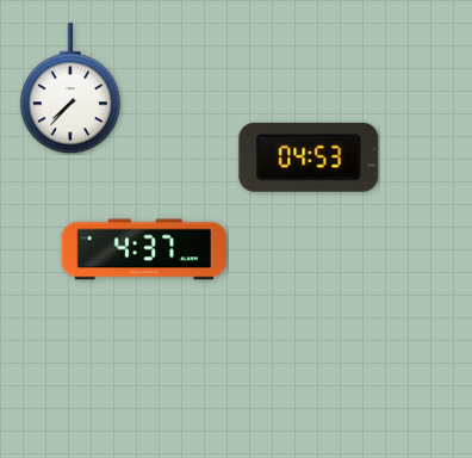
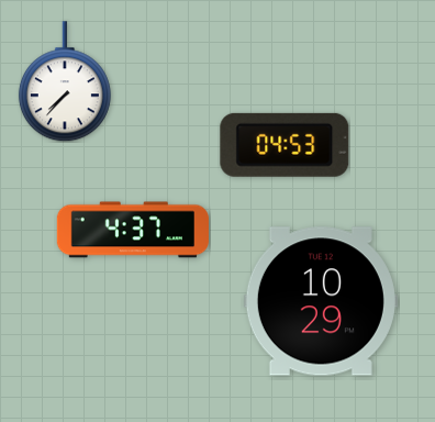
clock at (321, 301): none -> 10:29
